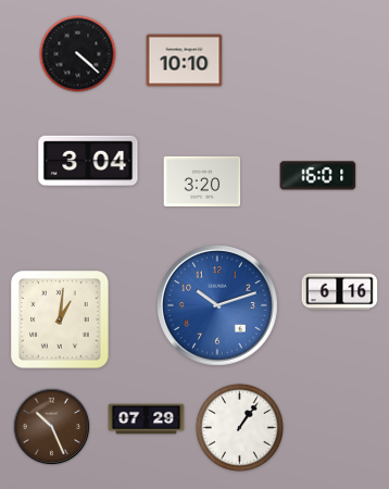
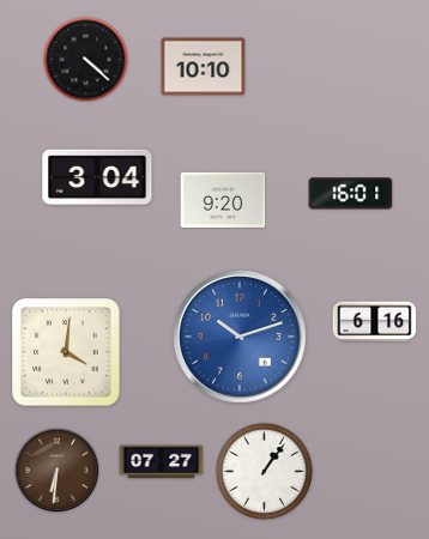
clock at (202, 181): 3:20 -> 9:20
clock at (60, 319): 1:01 -> 4:01
clock at (147, 419): 07:29 -> 07:27
clock at (52, 427): 10:26 -> 6:31
